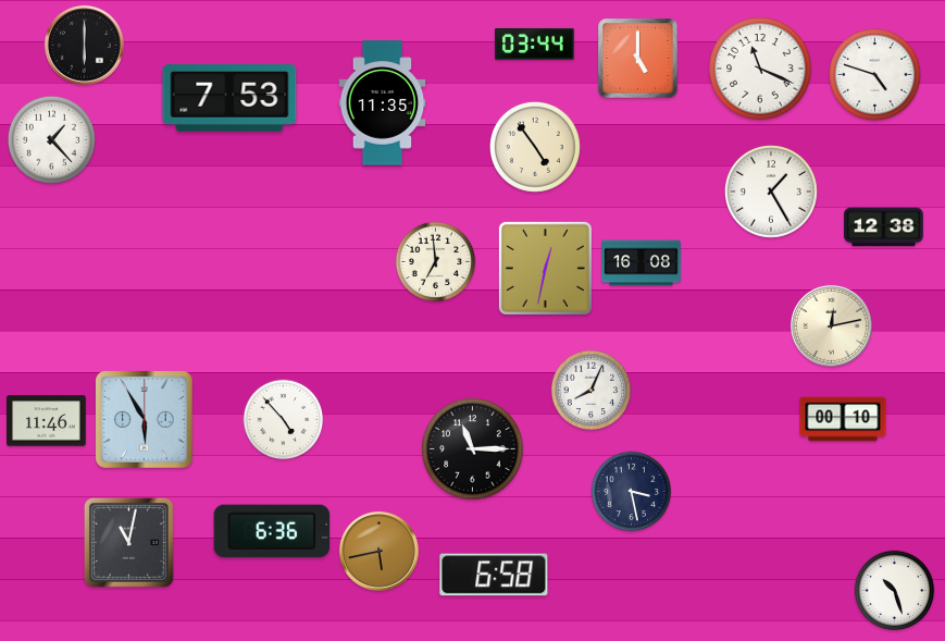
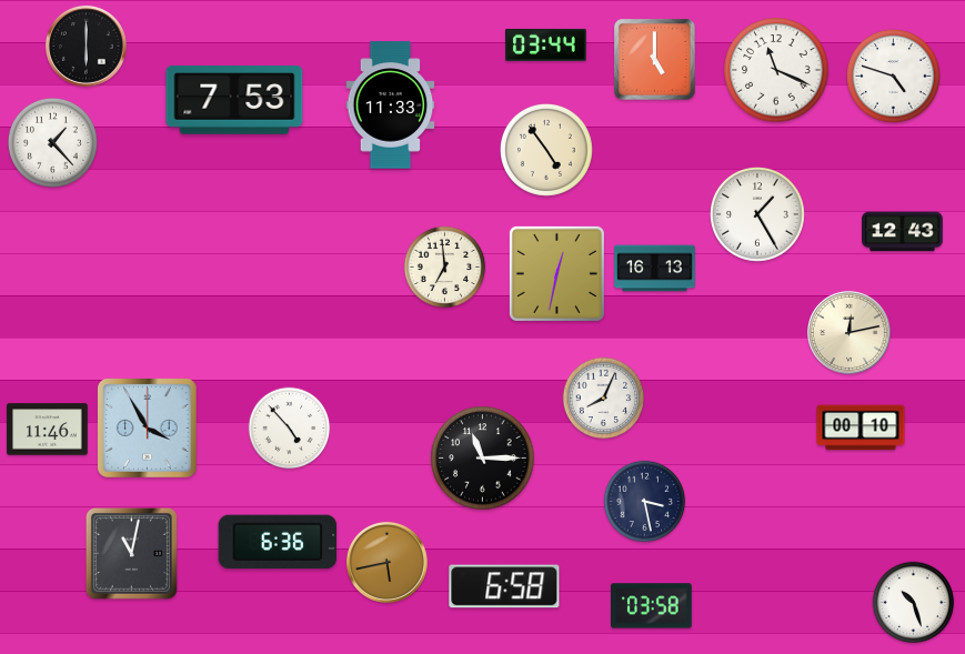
clock at (638, 59) position: (638, 59) -> (655, 60)
clock at (383, 103): 11:35 -> 11:33
clock at (772, 193) position: (772, 193) -> (758, 215)
clock at (884, 227): 12:38 -> 12:43
clock at (642, 263): 16:08 -> 16:13
clock at (145, 420): 5:55 -> 3:55
clock at (652, 606): none -> 03:58
